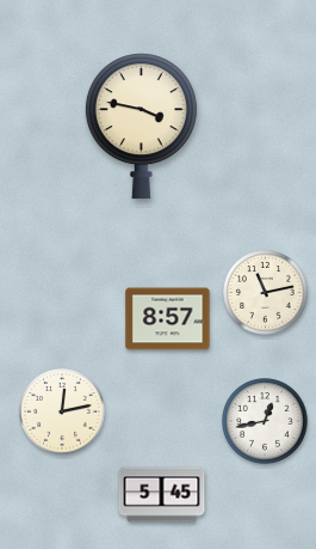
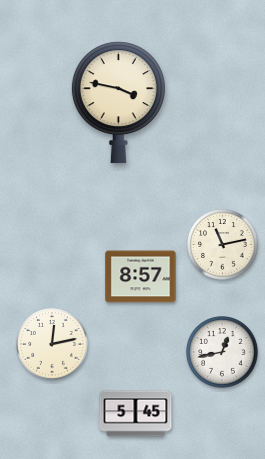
clock at (141, 127) position: (141, 127) -> (118, 103)
clock at (168, 319) position: (168, 319) -> (141, 277)
